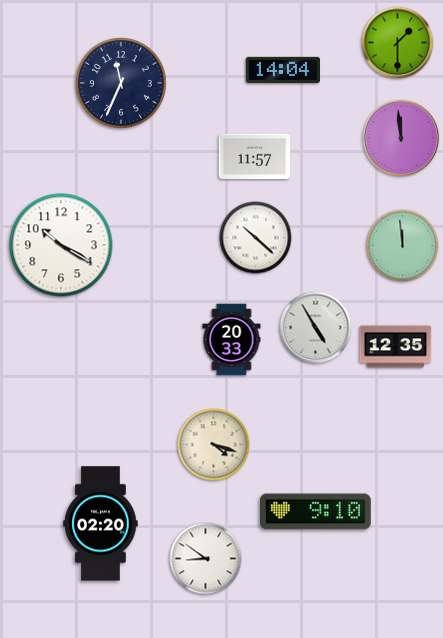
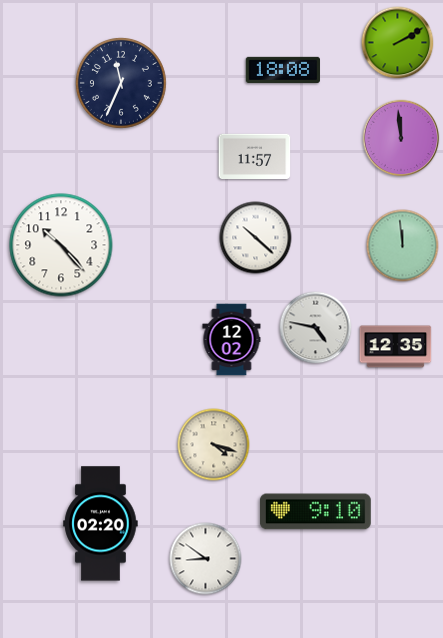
clock at (398, 43): 1:30 -> 2:10
clock at (282, 69): 14:04 -> 18:08
clock at (61, 245): 10:20 -> 10:23
clock at (316, 328): 4:55 -> 4:47
clock at (232, 340): 20:33 -> 12:02
